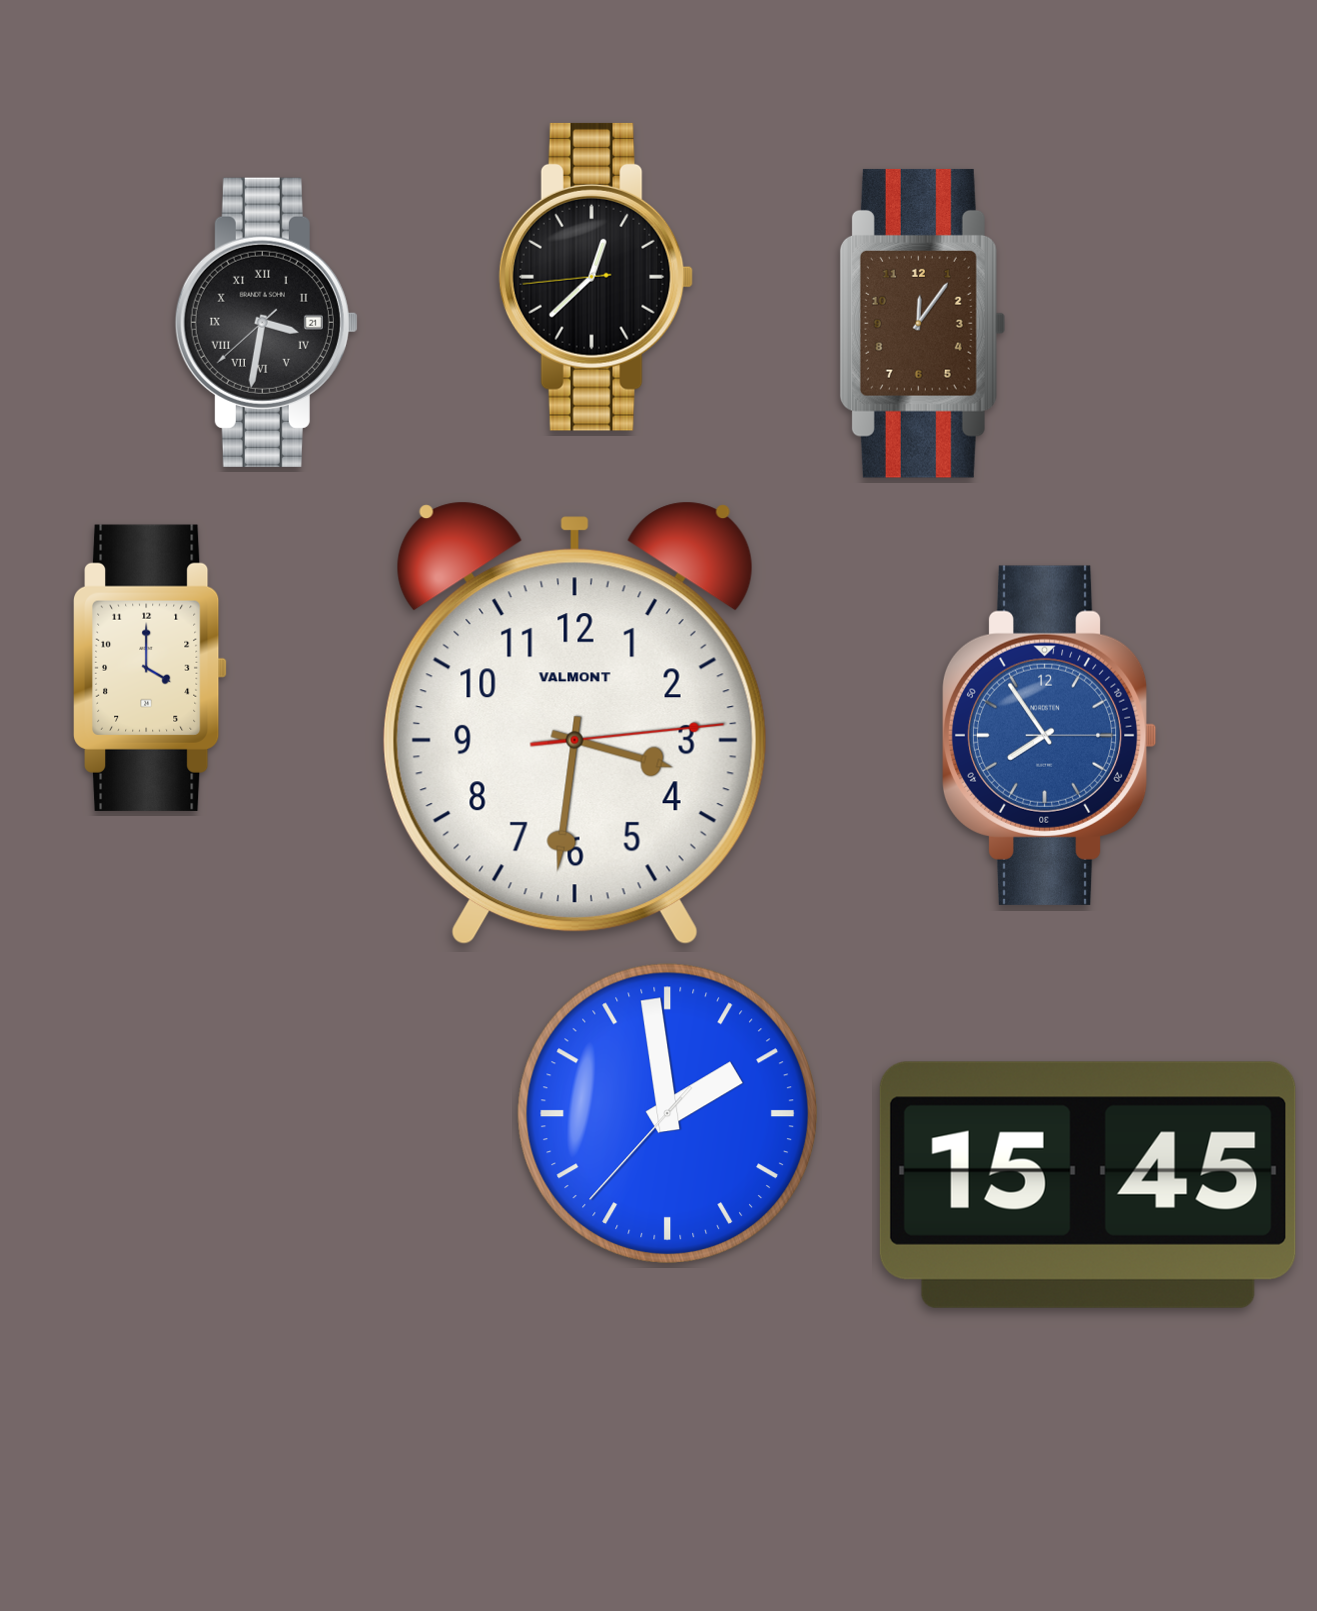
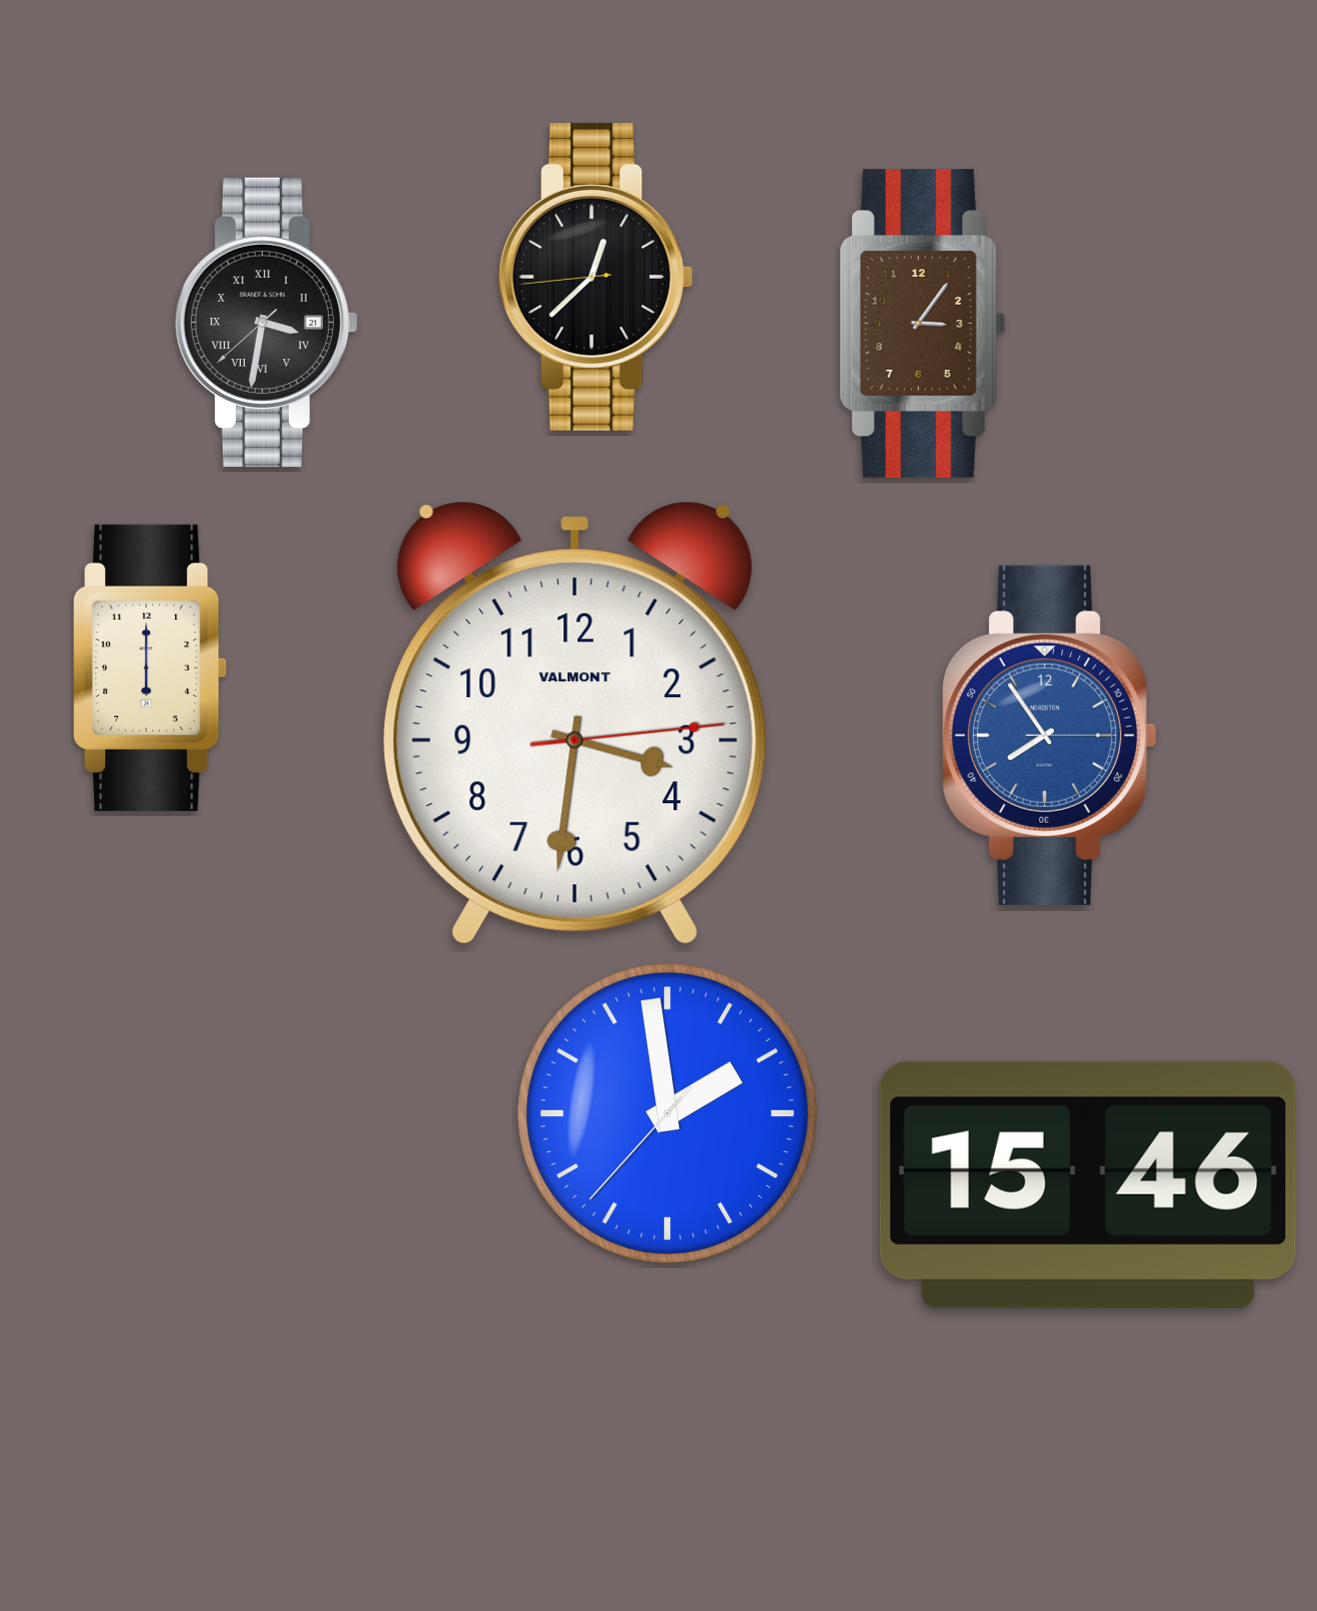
clock at (922, 323): 12:06 -> 3:06
clock at (151, 668): 4:00 -> 6:00
clock at (1088, 1185): 15:45 -> 15:46
